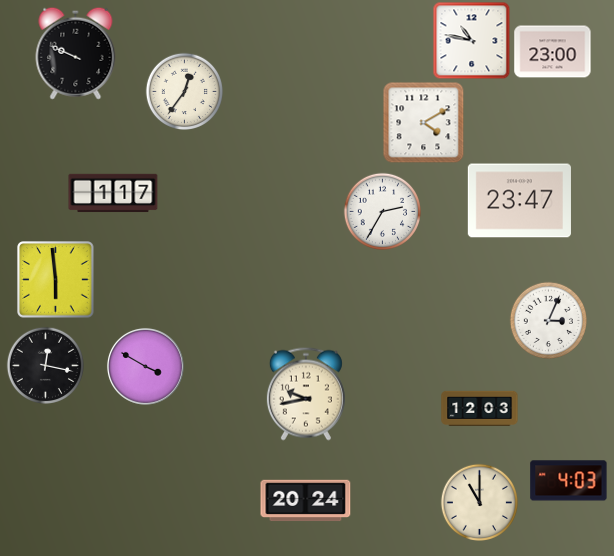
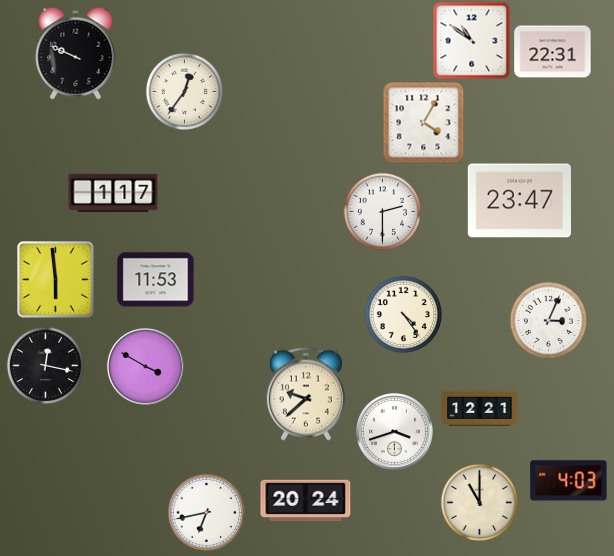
clock at (471, 40): 10:47 -> 10:51
clock at (553, 52): 23:00 -> 22:31
clock at (423, 122): 4:10 -> 4:05
clock at (382, 211): 2:35 -> 2:30
clock at (156, 280): none -> 11:53
clock at (403, 314): none -> 4:24
clock at (306, 394): 9:43 -> 9:38
clock at (480, 408): 12:03 -> 12:21
clock at (394, 431): none -> 3:42
clock at (206, 512): none -> 6:43
